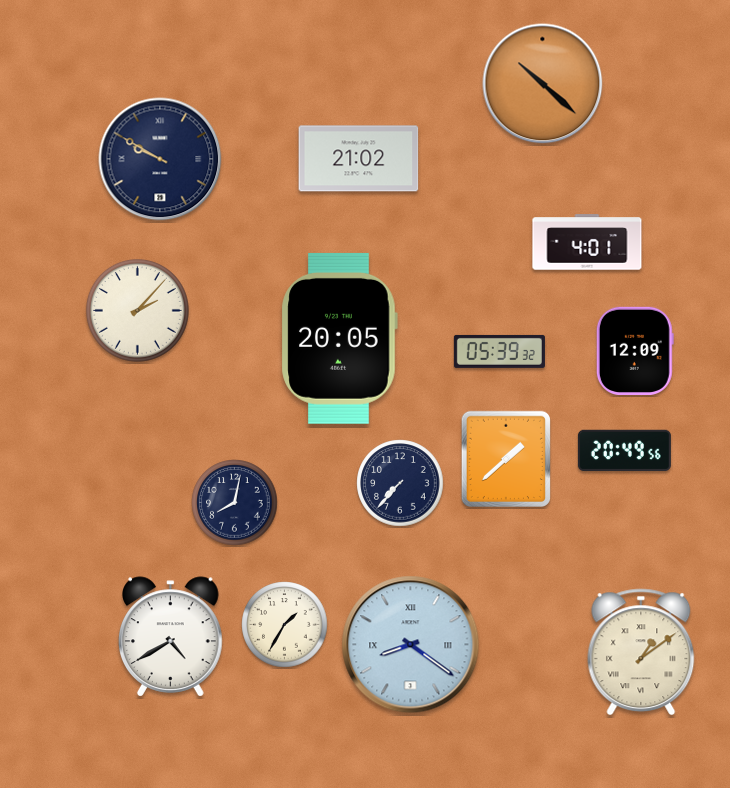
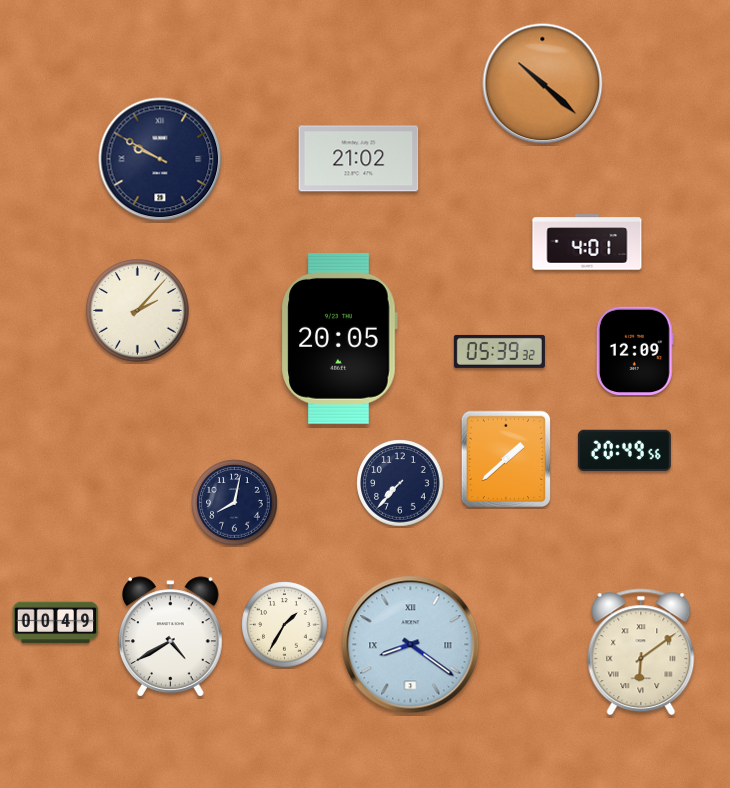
clock at (56, 623): none -> 00:49
clock at (641, 652): 1:09 -> 6:09
